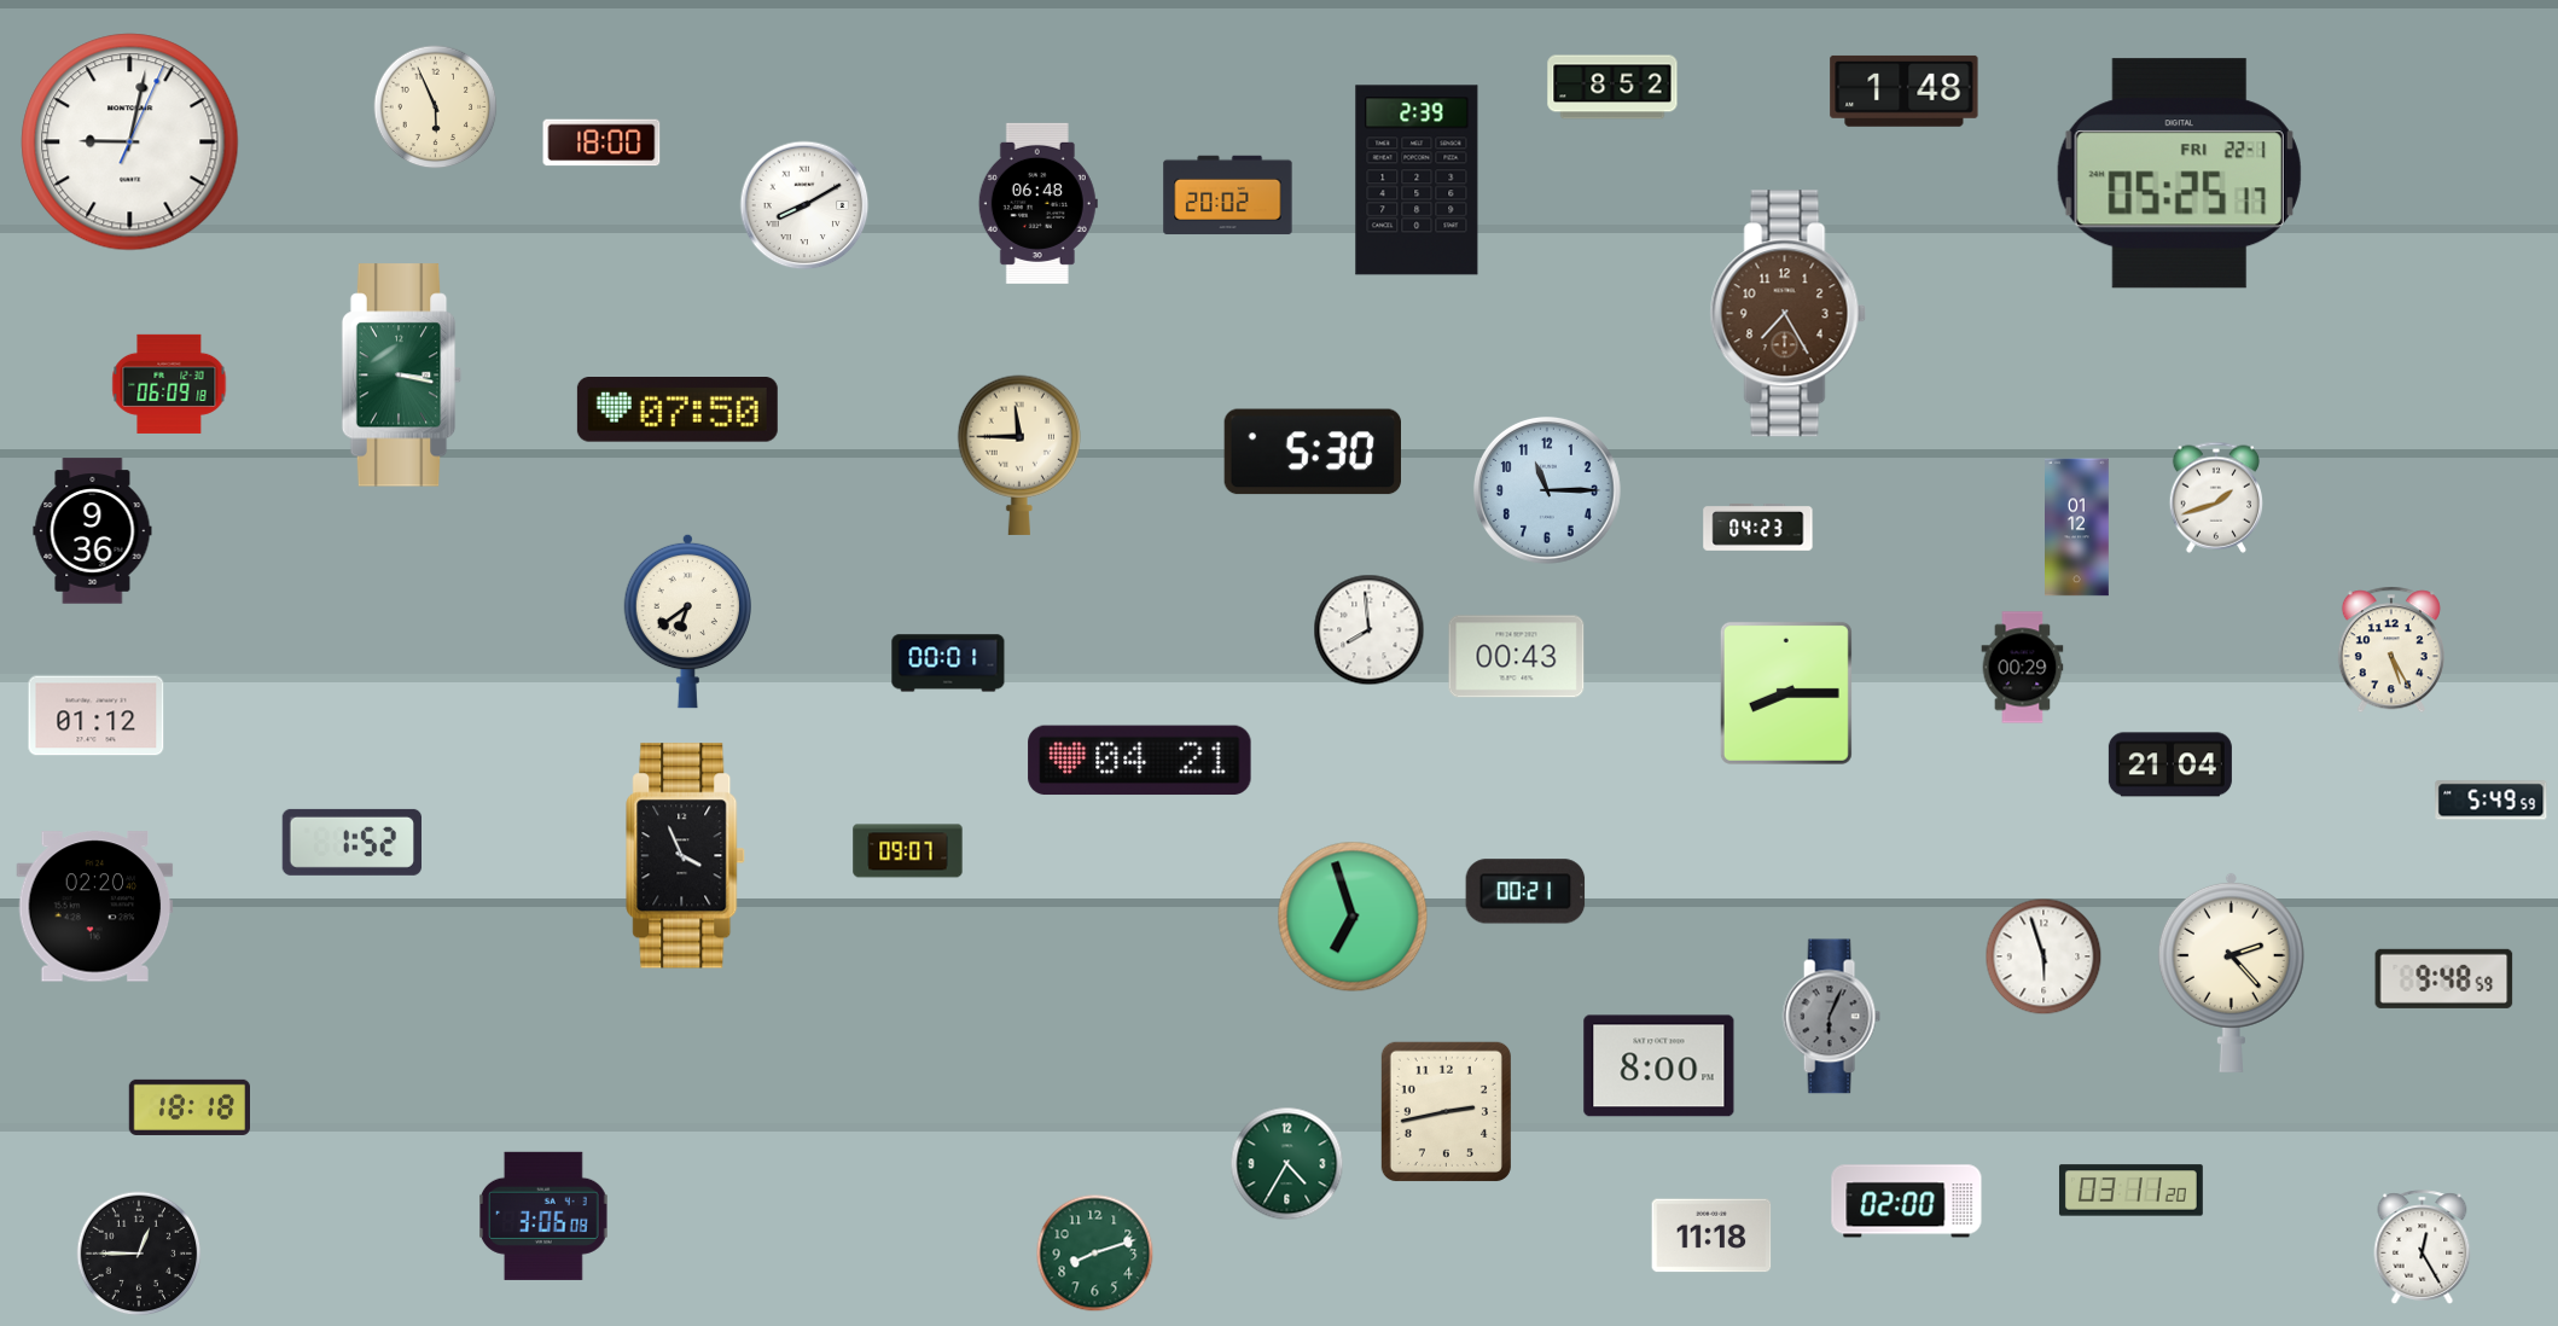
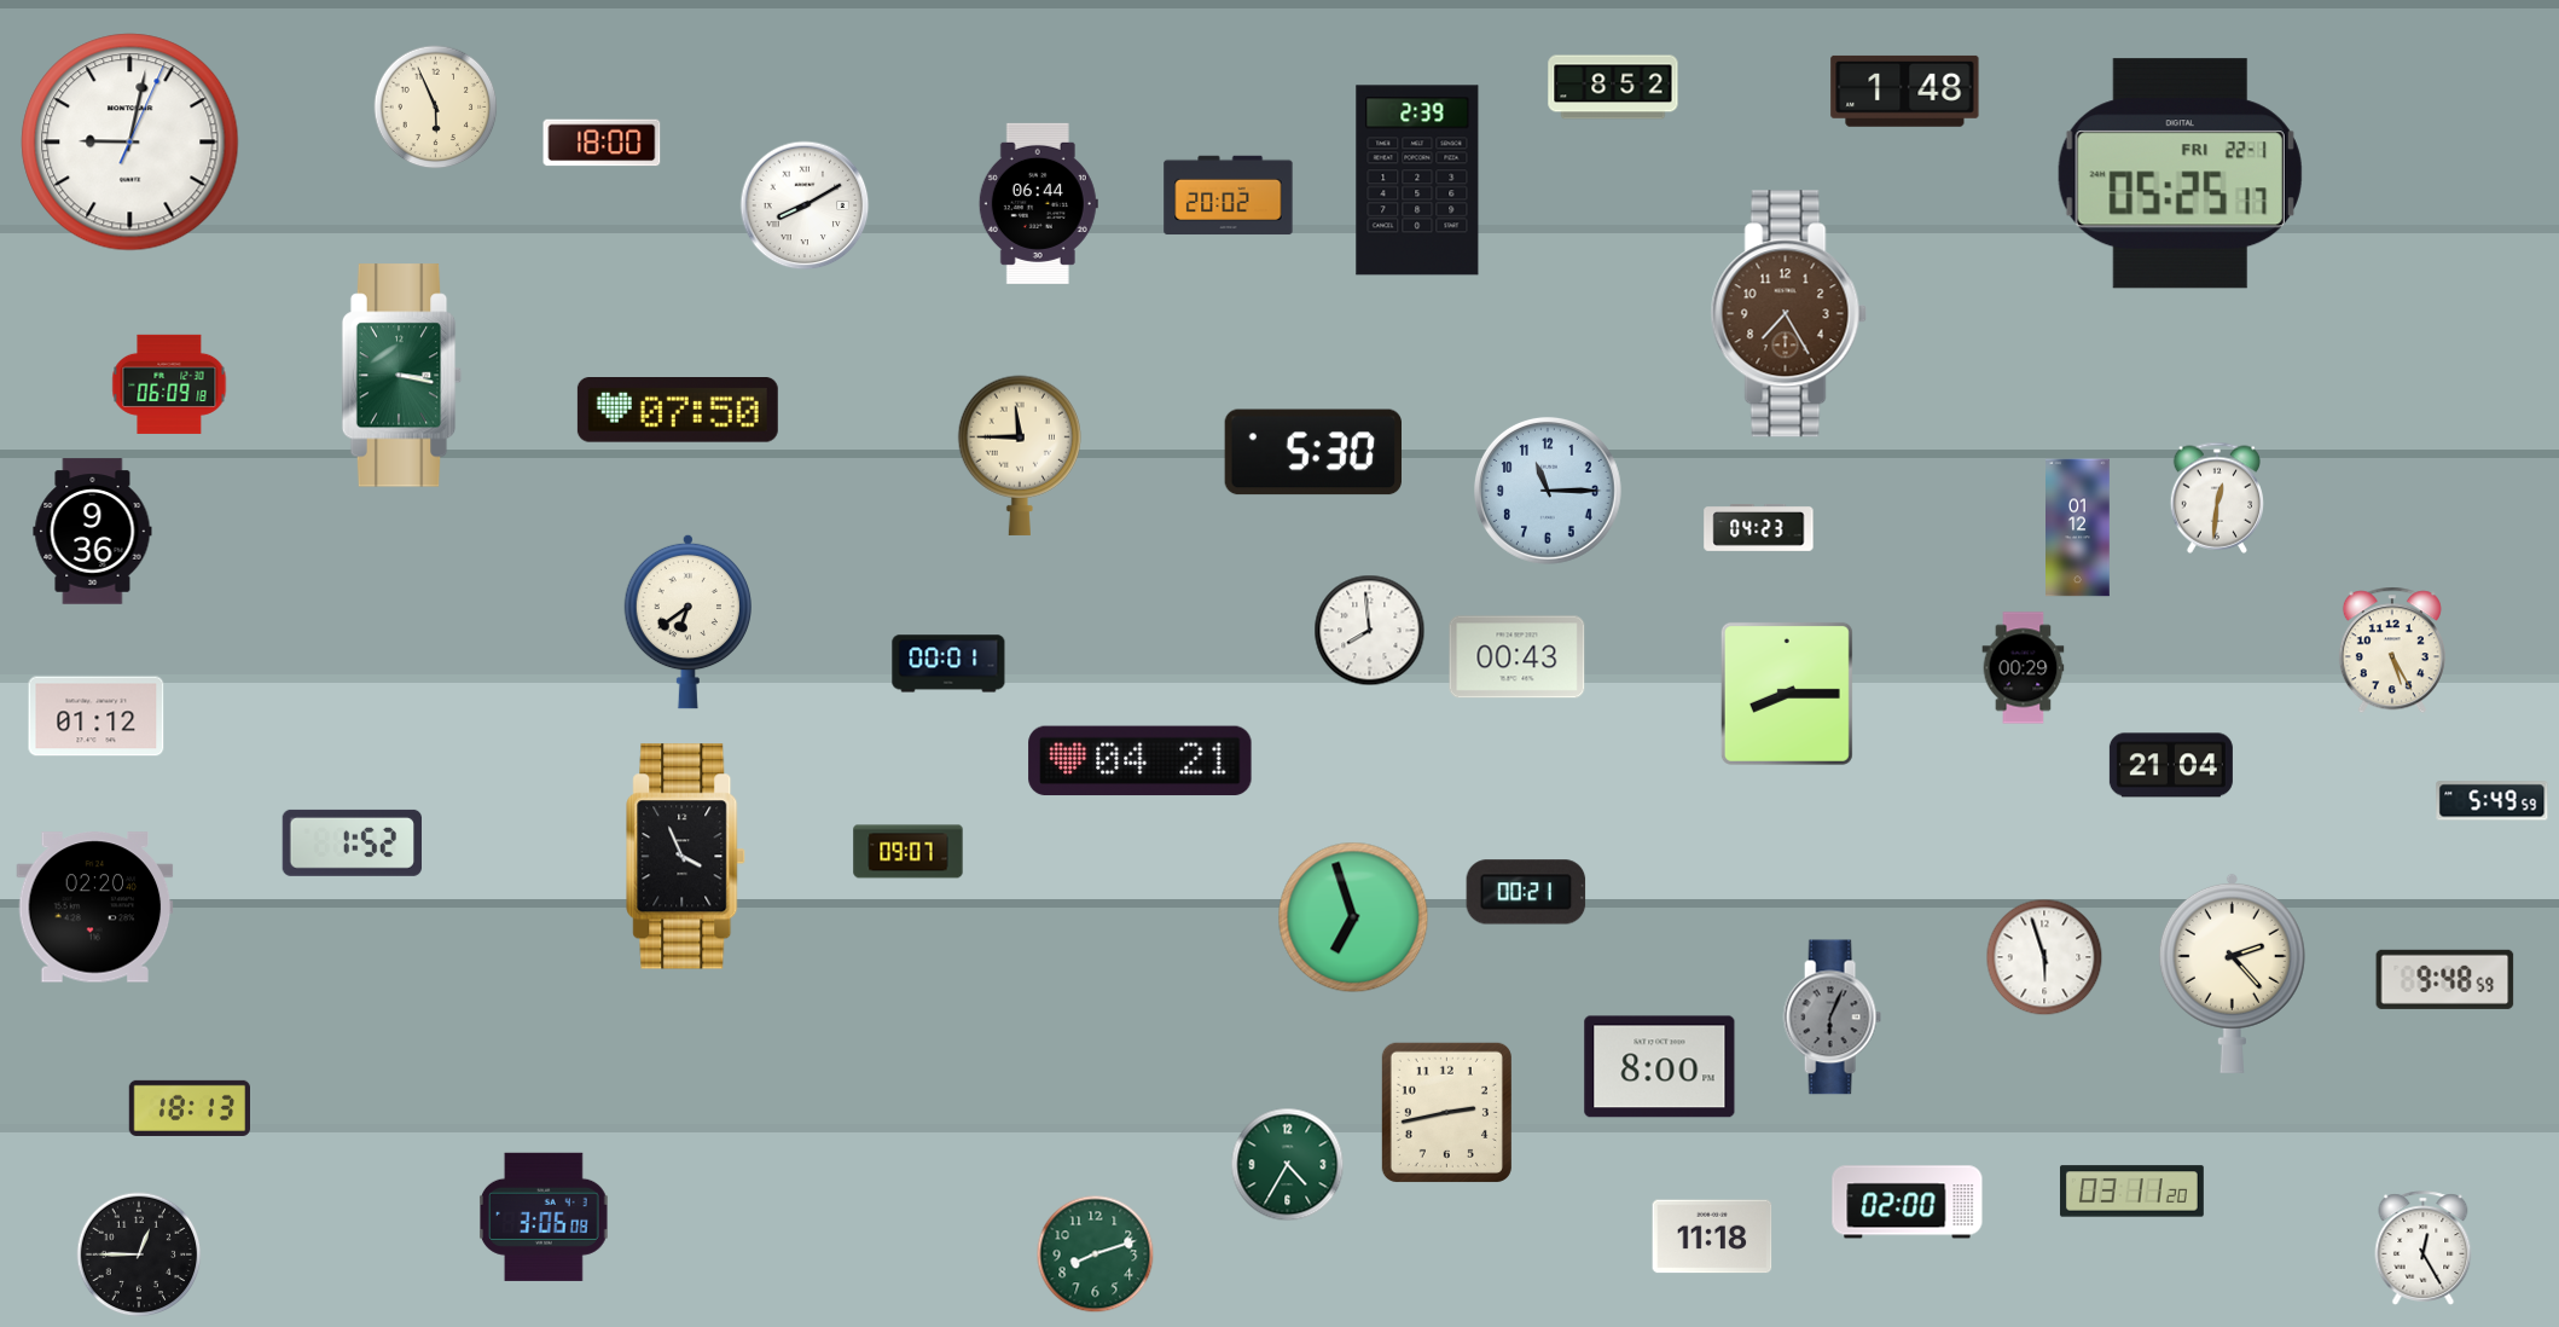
clock at (1037, 203): 06:48 -> 06:44
clock at (2215, 498): 1:42 -> 12:31
clock at (188, 1107): 18:18 -> 18:13
